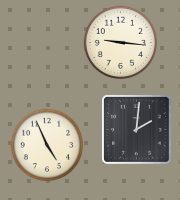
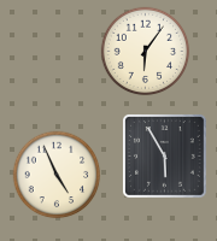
clock at (121, 43): 9:16 -> 6:06
clock at (137, 130): 2:01 -> 5:55
